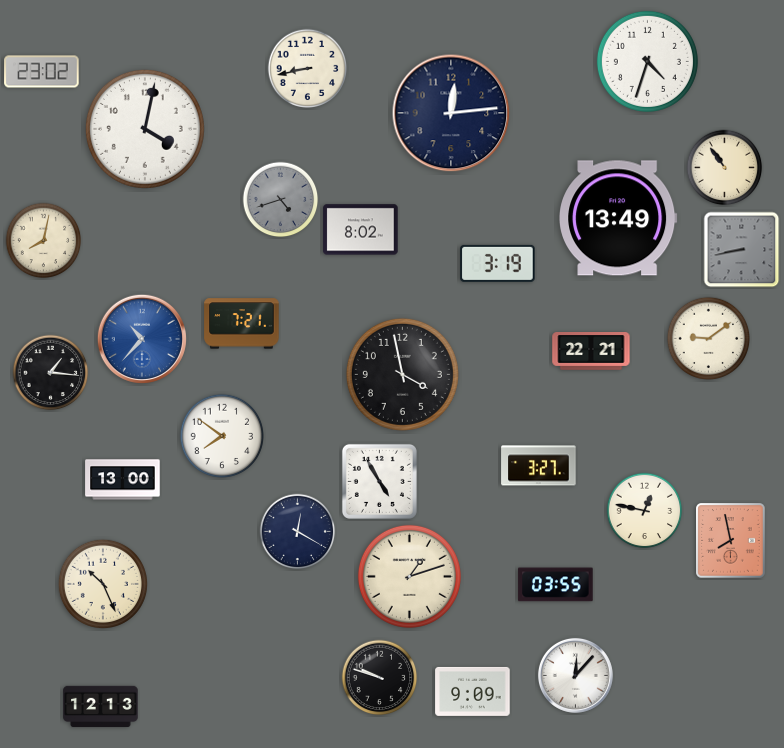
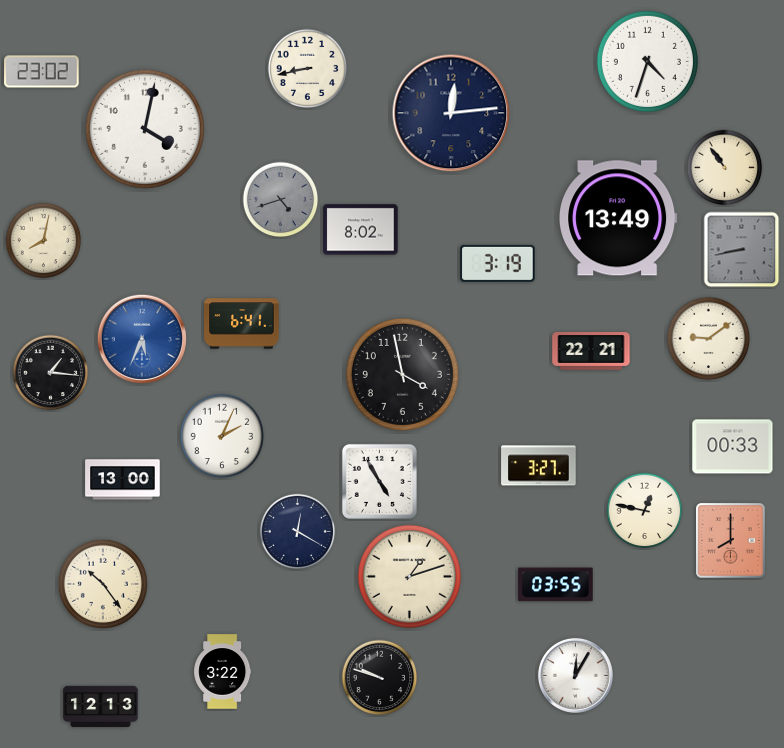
clock at (242, 324): 7:21 -> 6:41
clock at (142, 339): 10:37 -> 5:34
clock at (222, 436): 7:51 -> 2:04
clock at (733, 447): none -> 00:33
clock at (731, 541): 7:58 -> 8:00
clock at (102, 583): 10:26 -> 10:24
clock at (223, 672): none -> 3:22
clock at (575, 675): 12:07 -> 12:05
clock at (473, 691): 9:09 -> none
